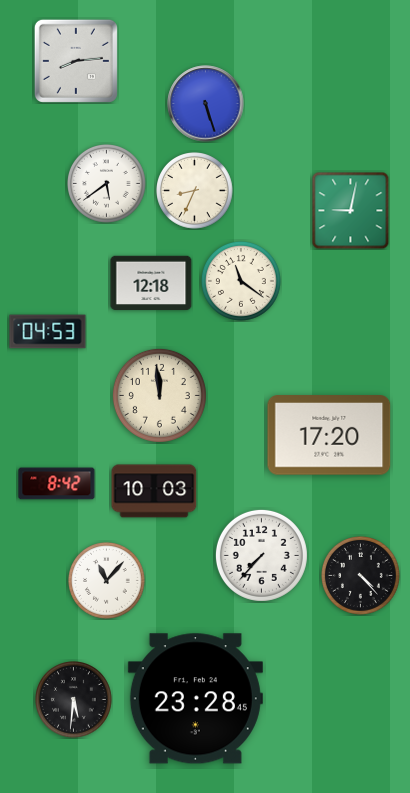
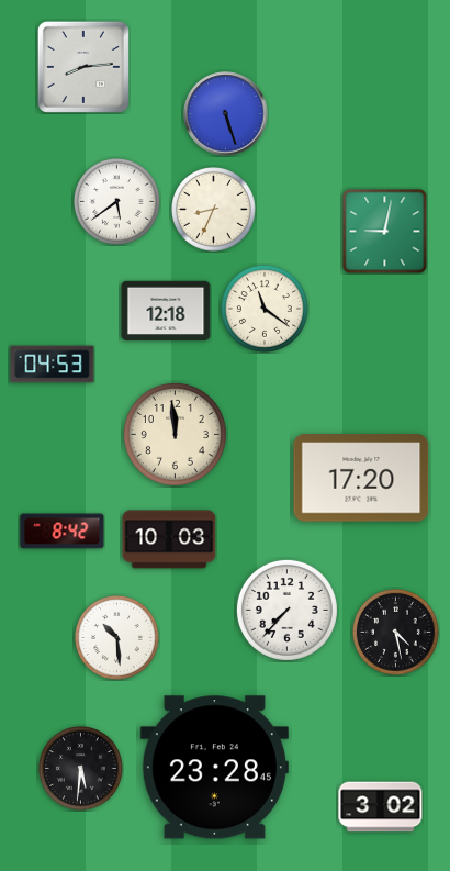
clock at (361, 576): 4:23 -> 4:28
clock at (107, 581): 11:07 -> 10:29
clock at (381, 807): none -> 3:02
